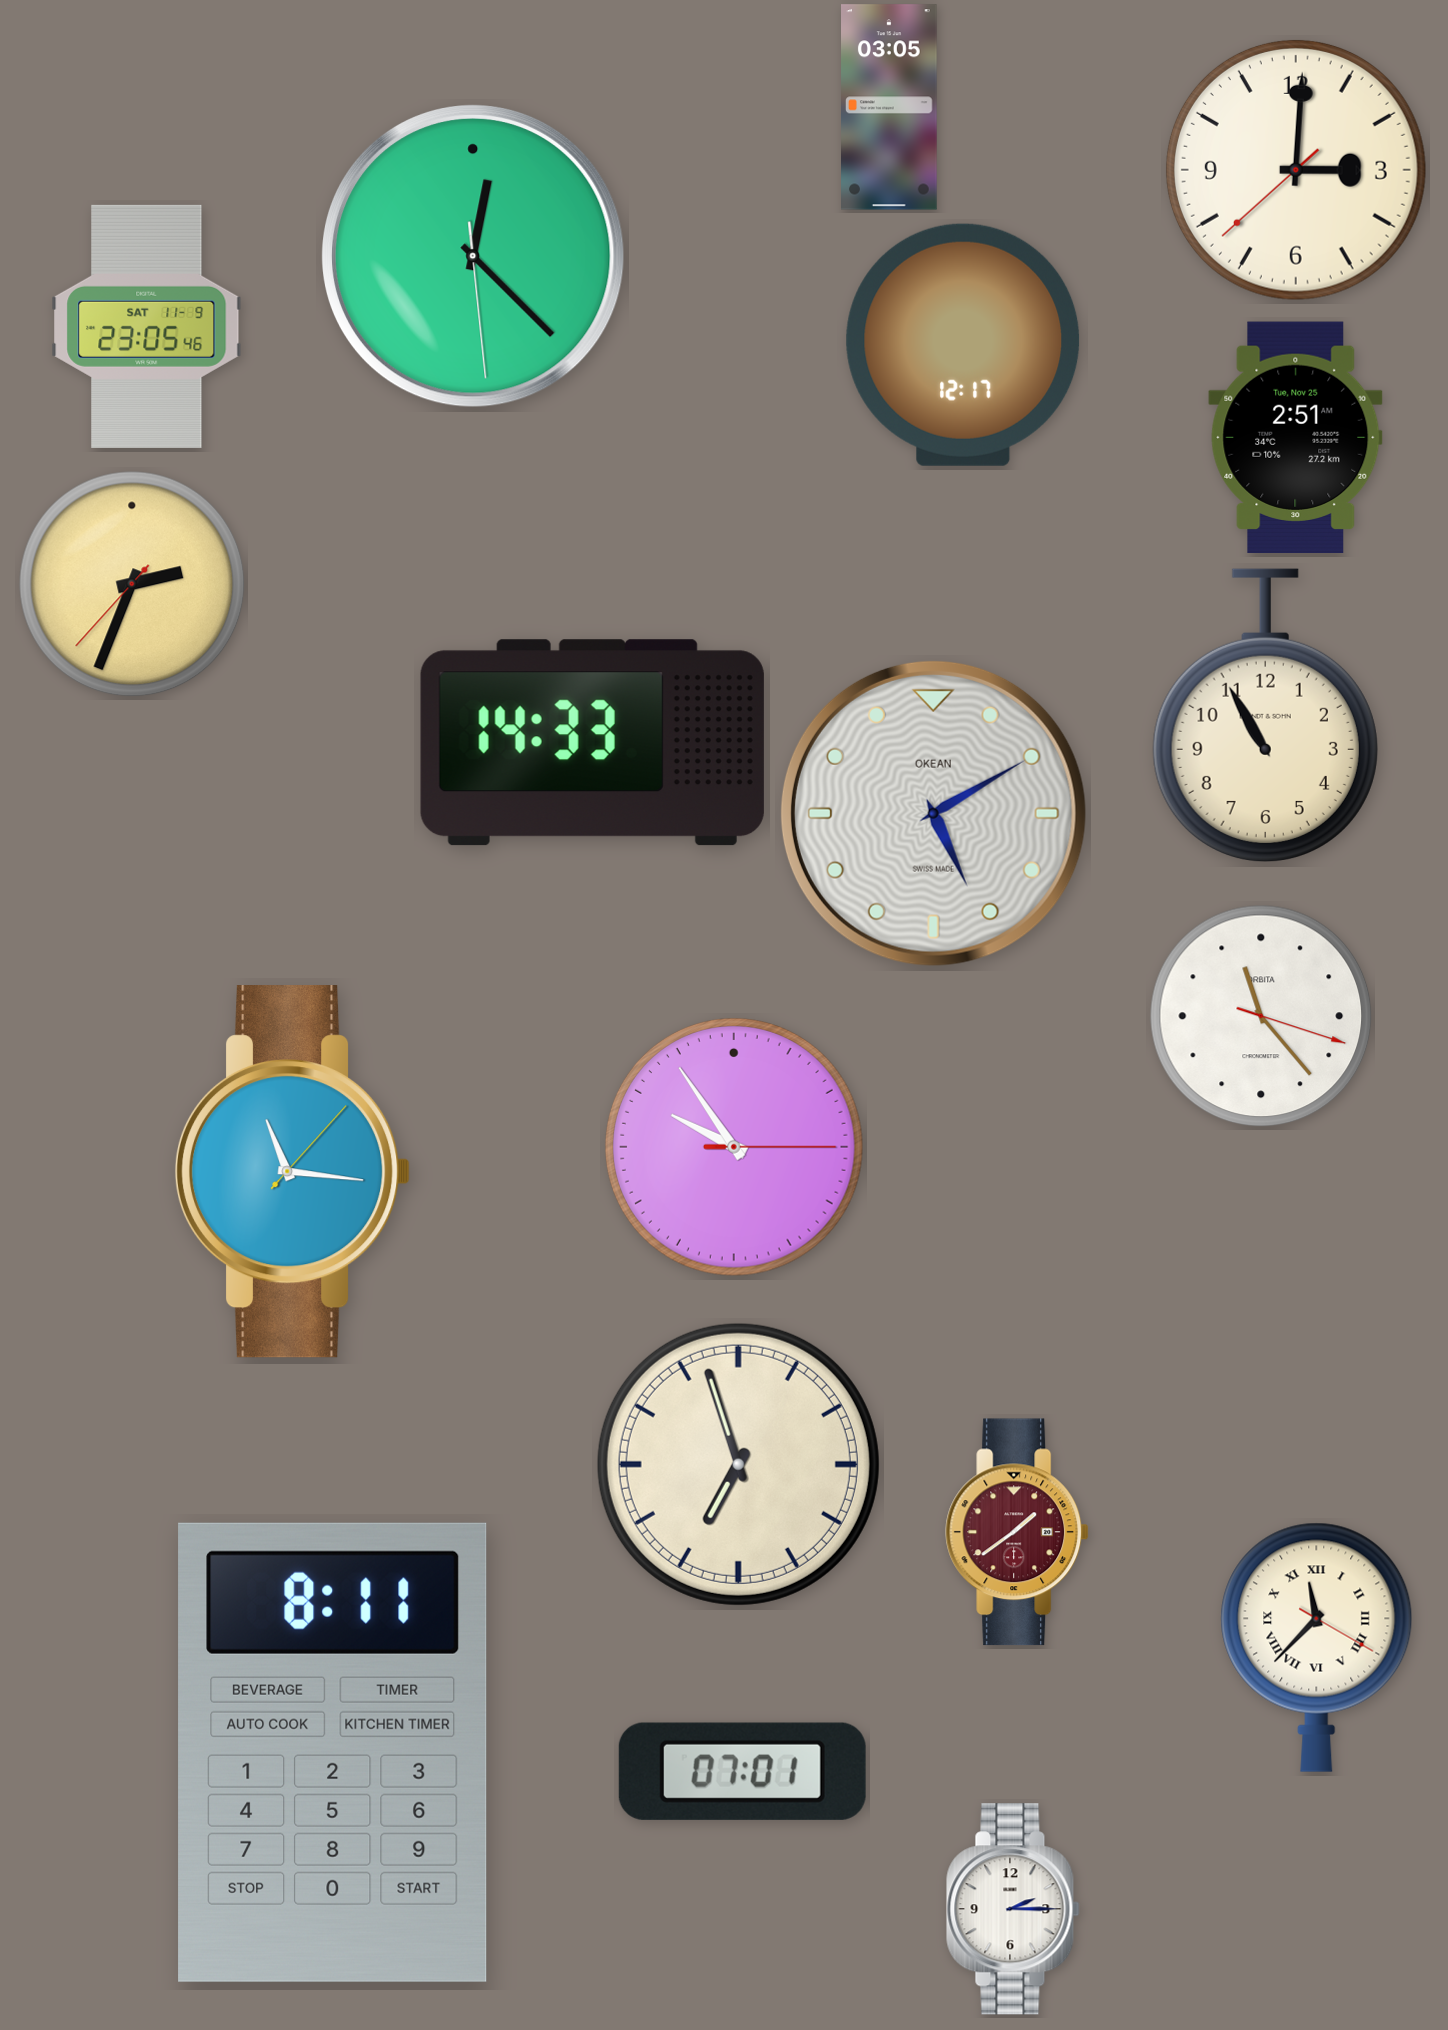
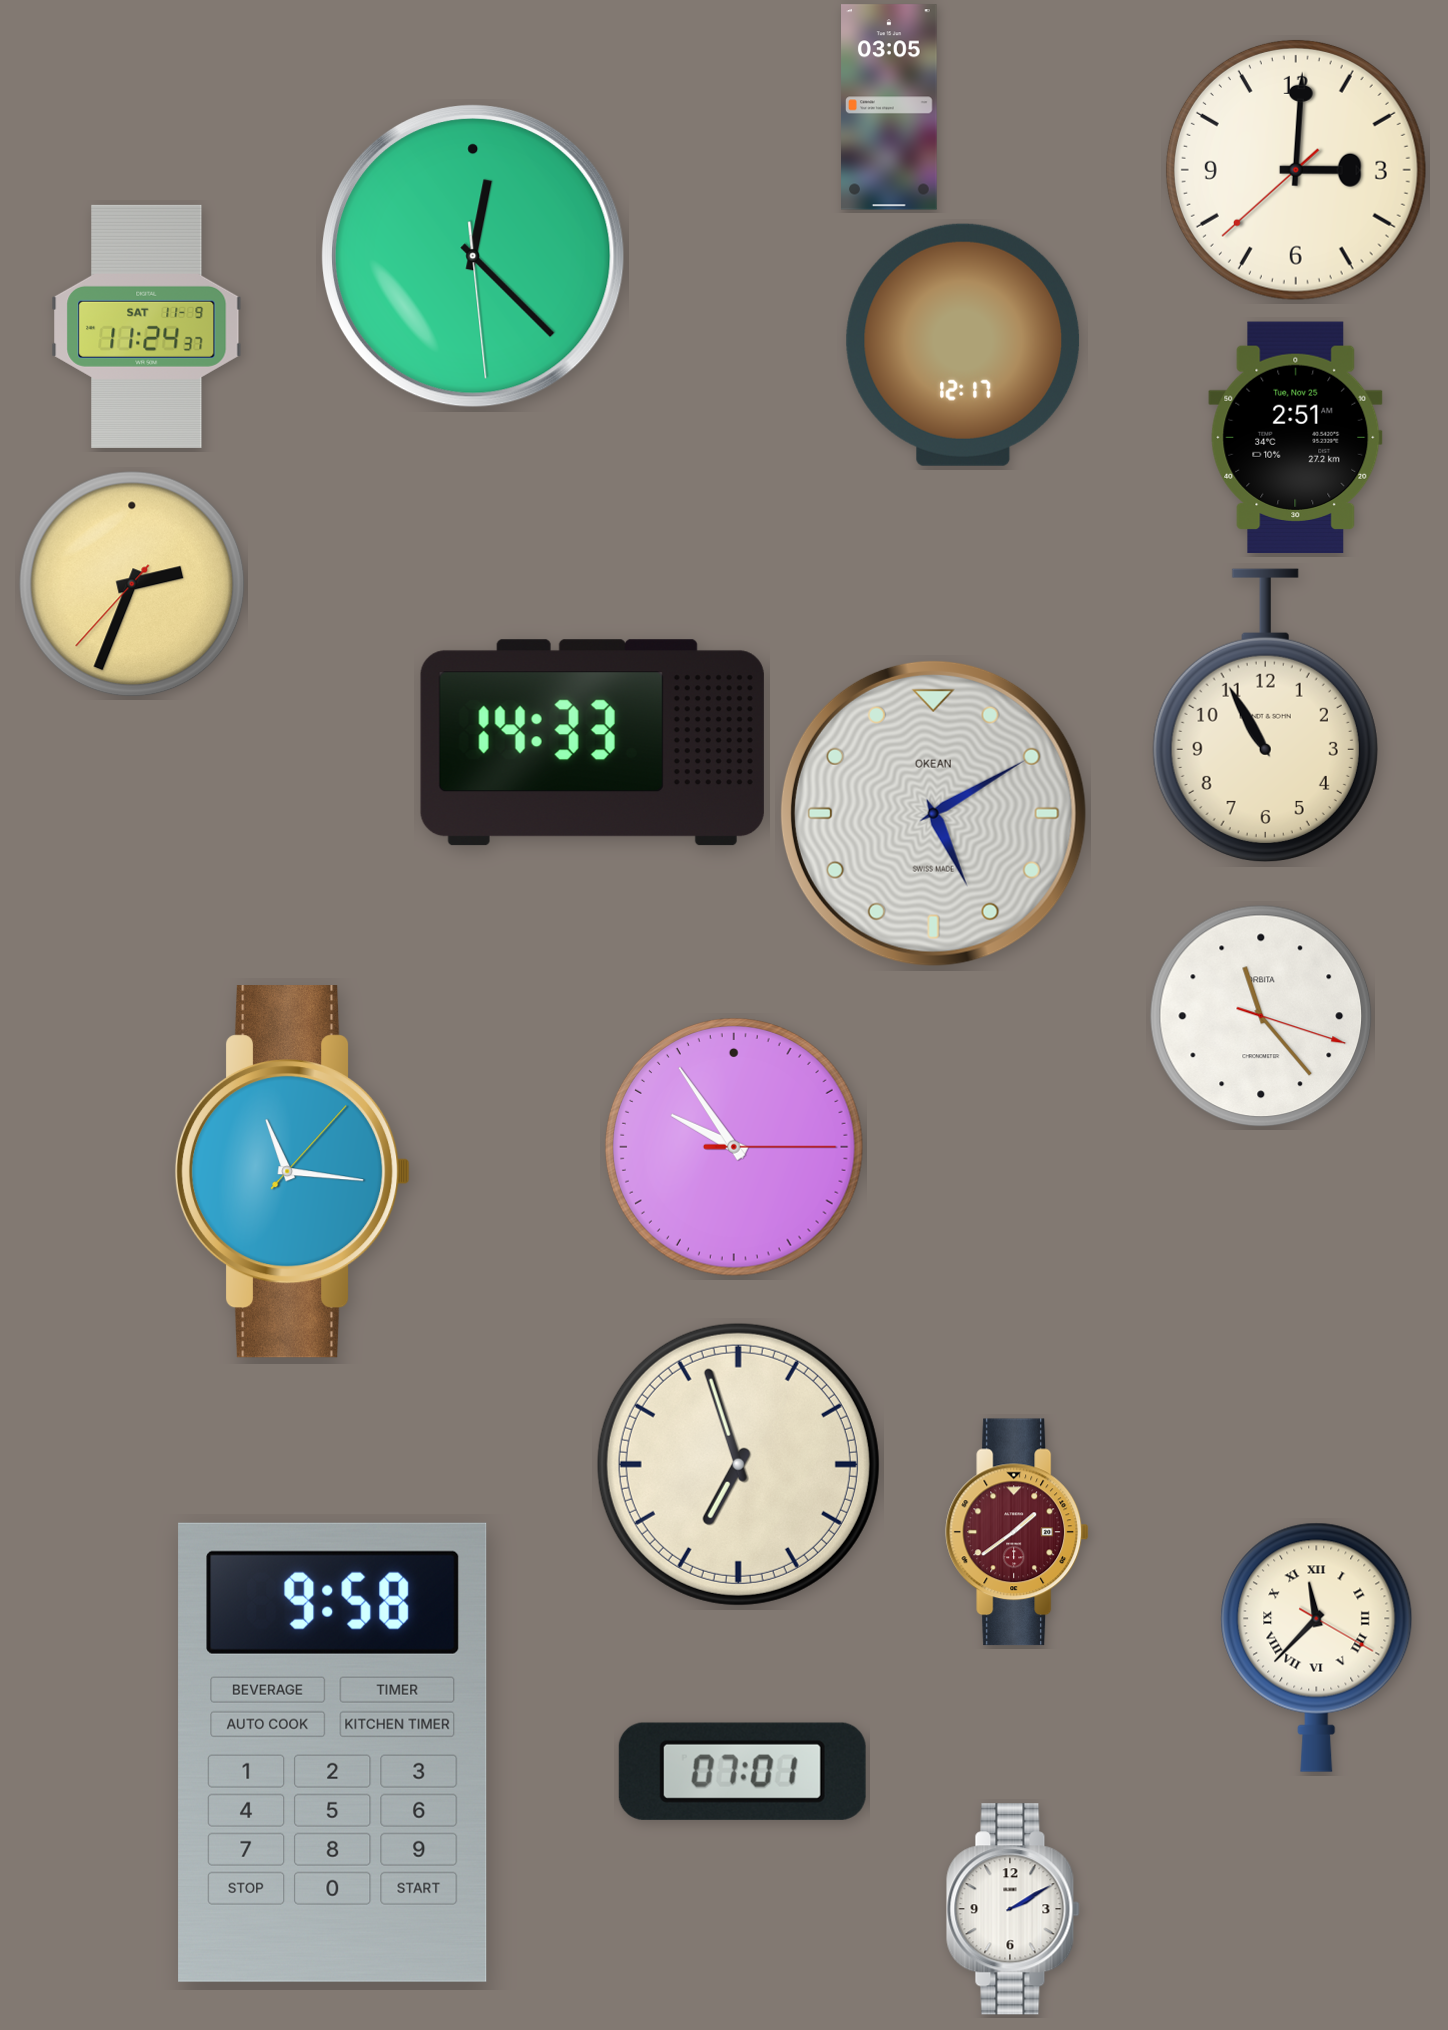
clock at (147, 326): 23:05 -> 11:24
clock at (333, 1752): 8:11 -> 9:58
clock at (1013, 1909): 2:15 -> 2:10
